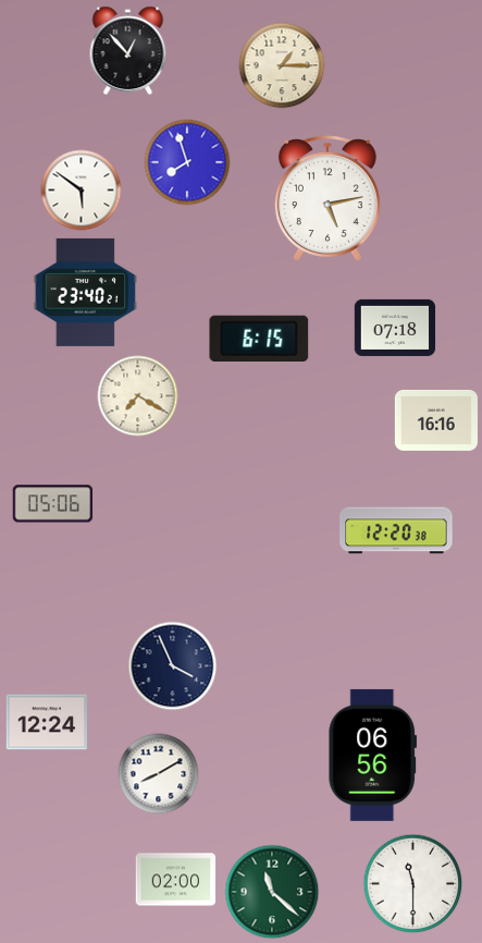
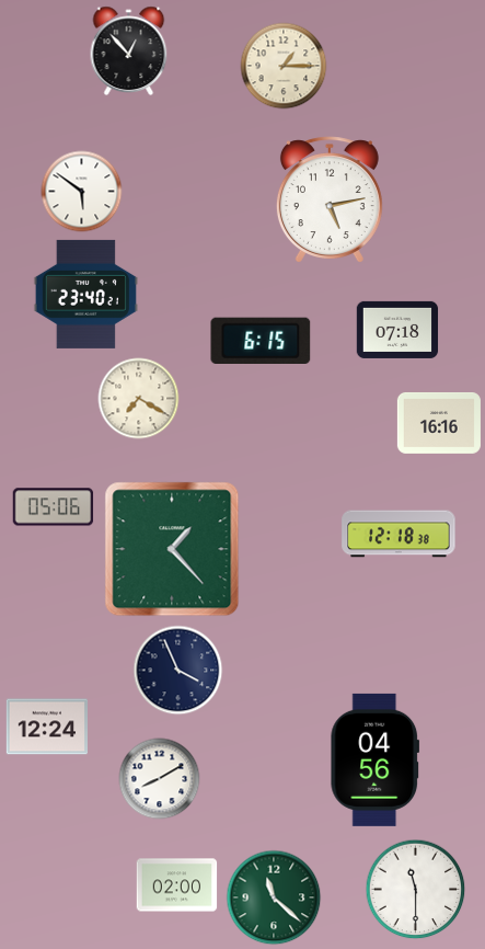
clock at (187, 162): 7:57 -> none
clock at (396, 530): 12:20 -> 12:18
clock at (172, 549): none -> 1:23
clock at (173, 666) position: (173, 666) -> (178, 671)
clock at (373, 755): 06:56 -> 04:56
